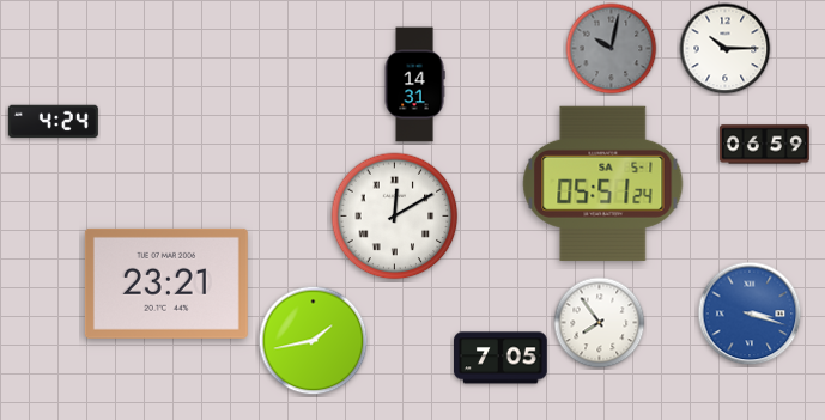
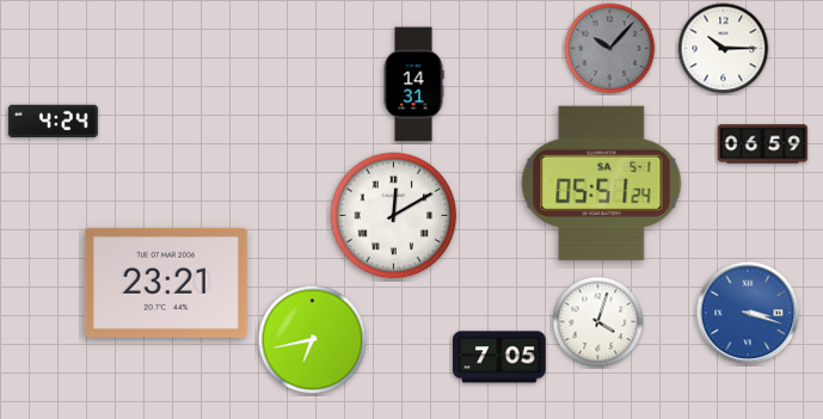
clock at (612, 49): 10:02 -> 10:07
clock at (600, 323): 7:54 -> 4:03
clock at (314, 341): 1:43 -> 6:43
